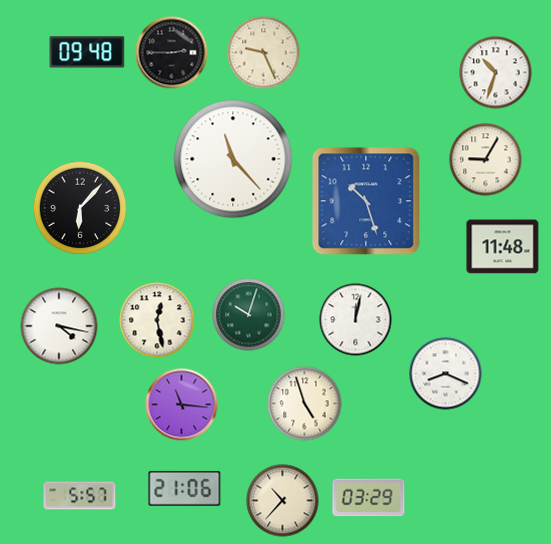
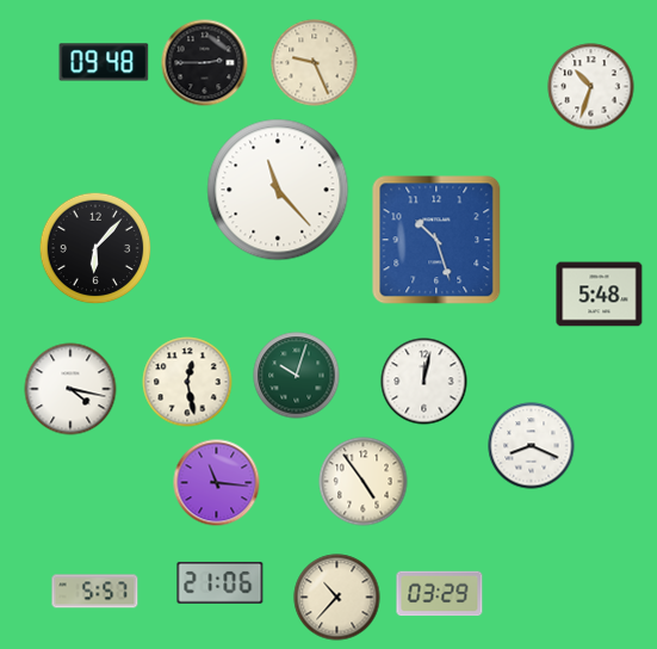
clock at (486, 160): 9:05 -> none
clock at (503, 247): 11:48 -> 5:48
clock at (305, 404): 4:57 -> 4:54
